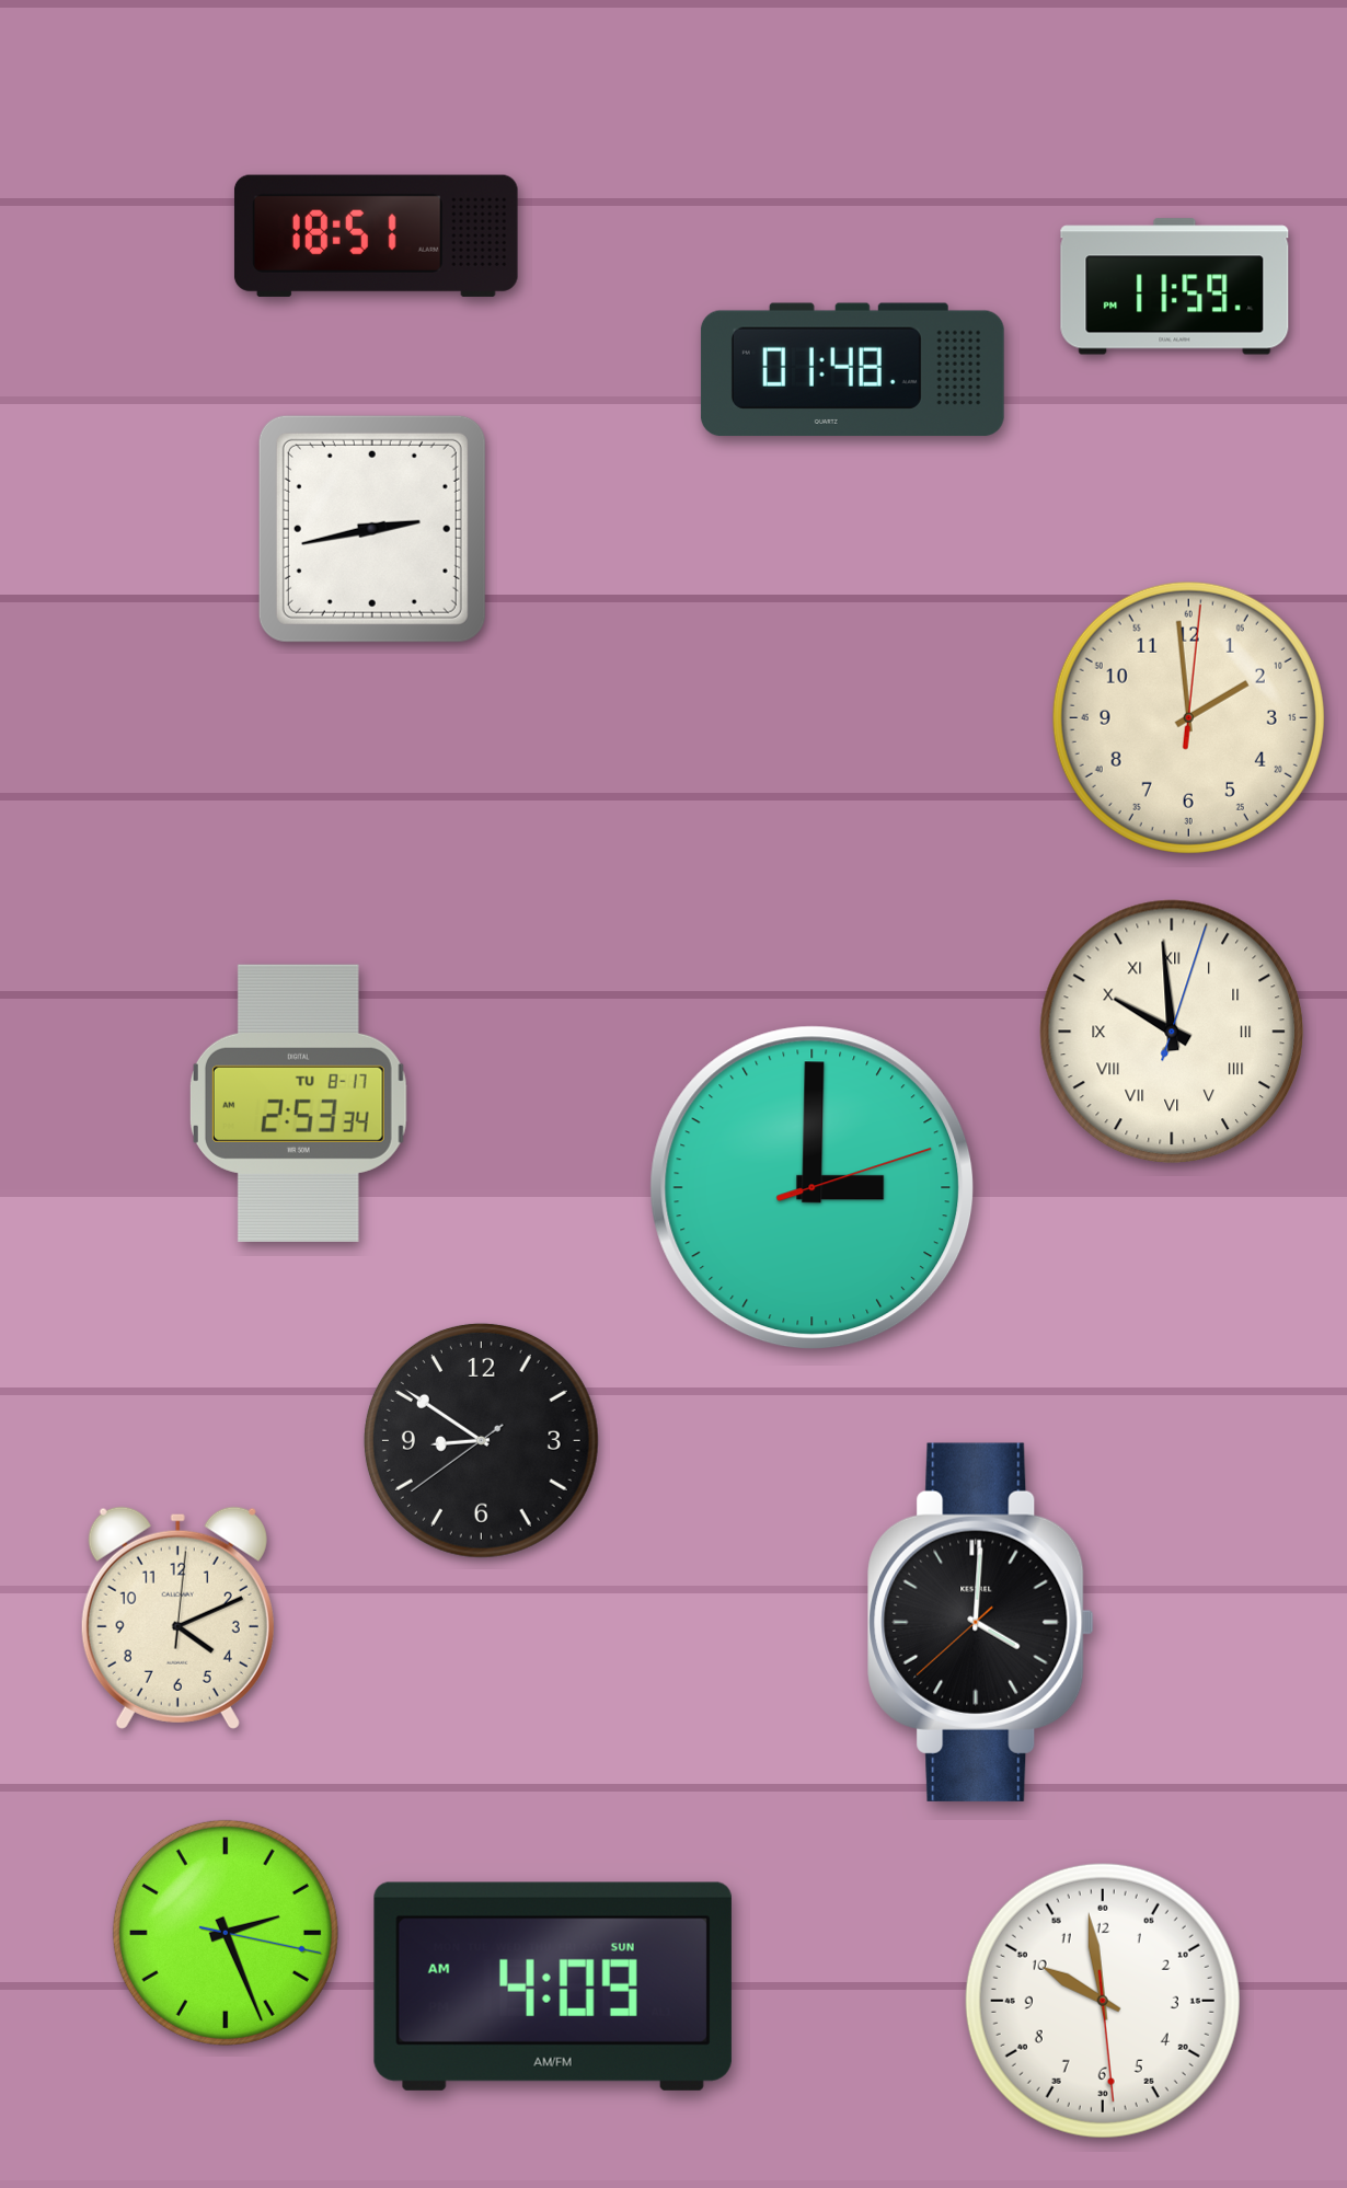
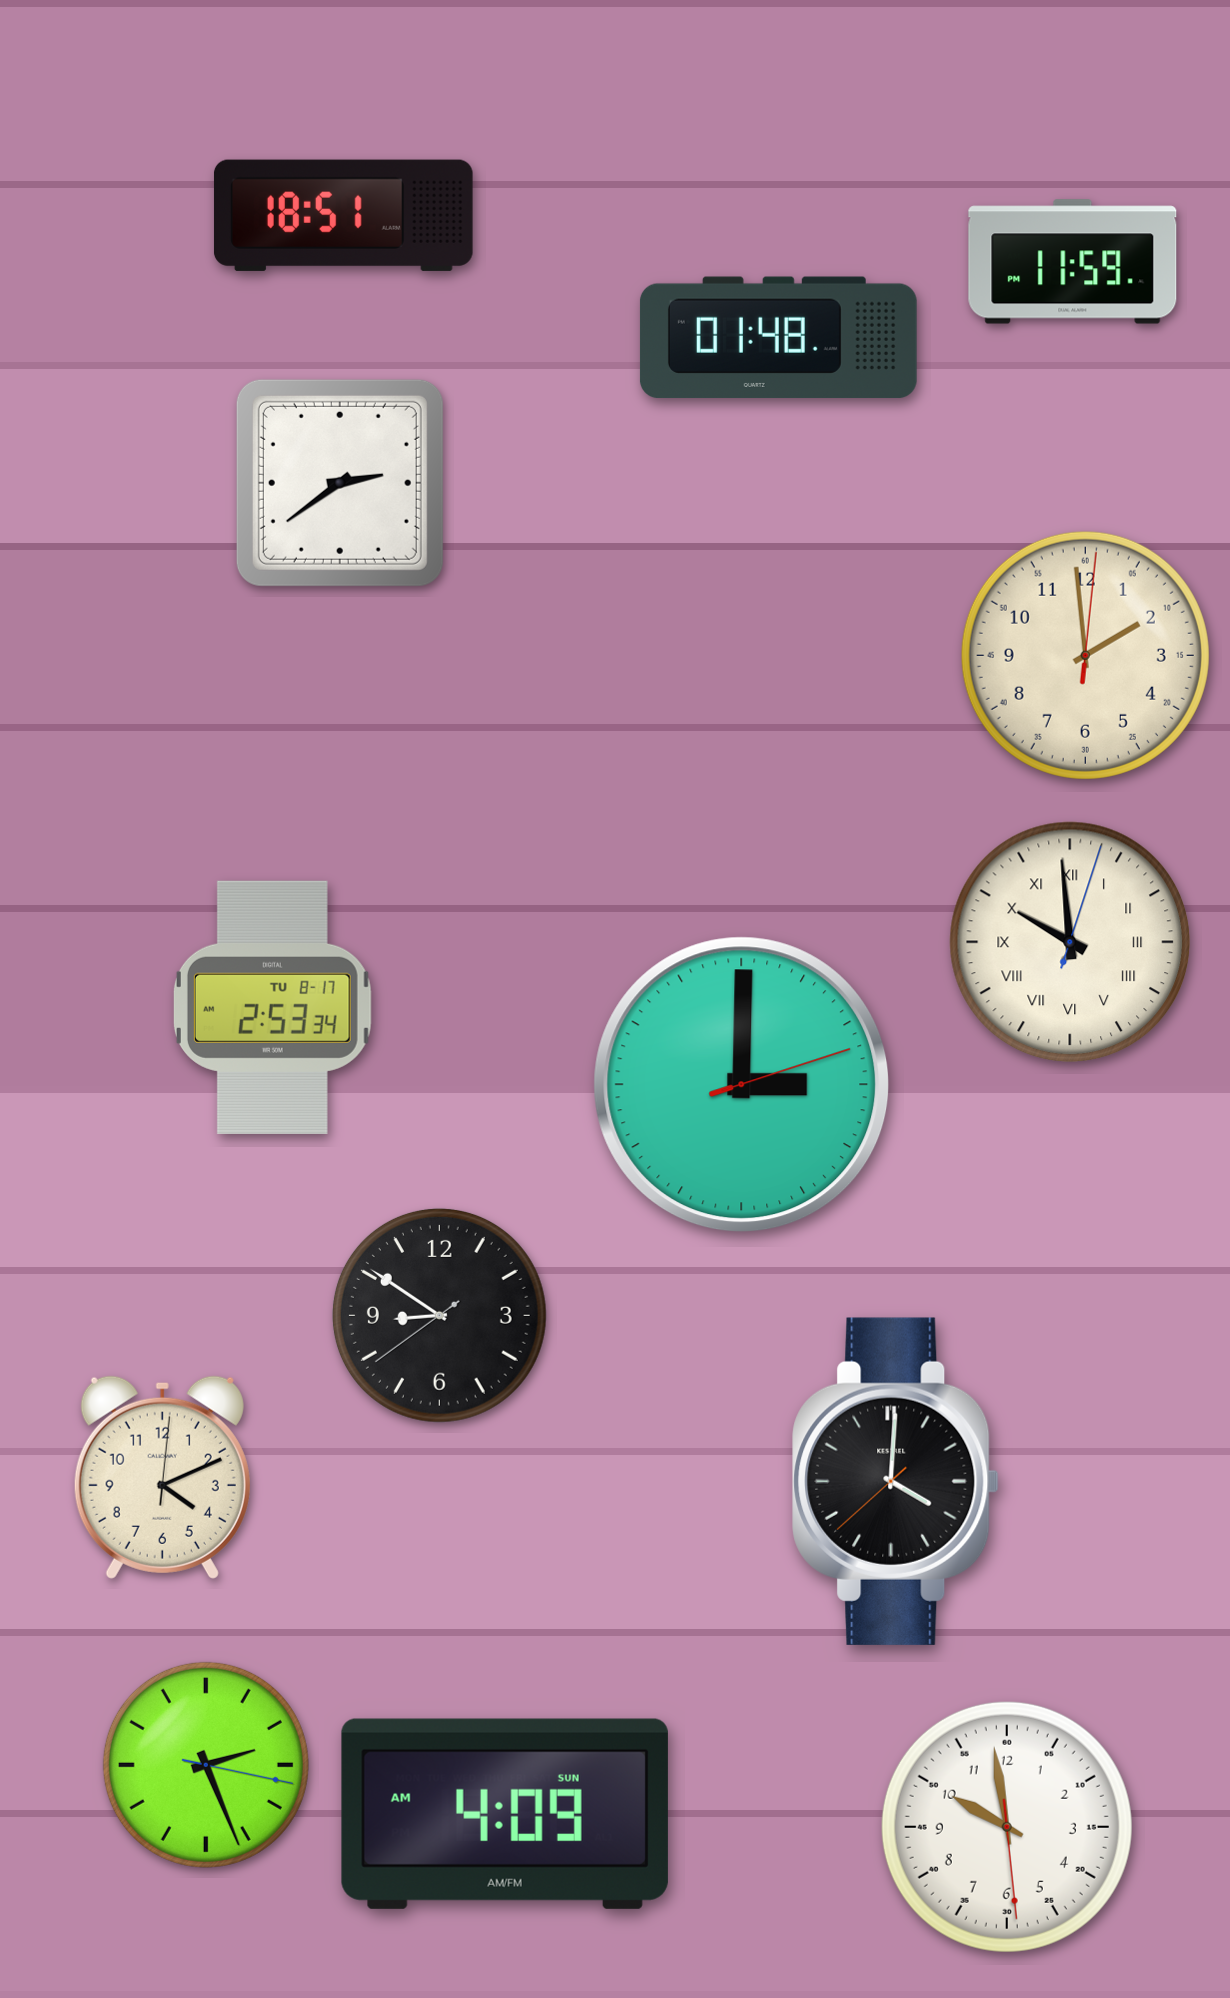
clock at (372, 529): 2:43 -> 2:39
